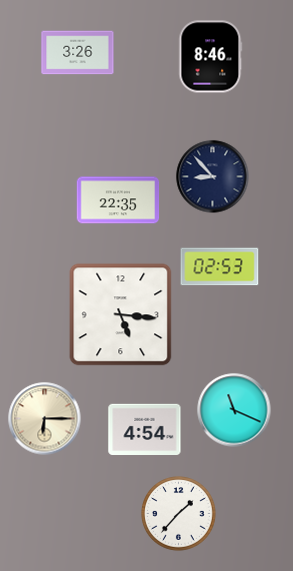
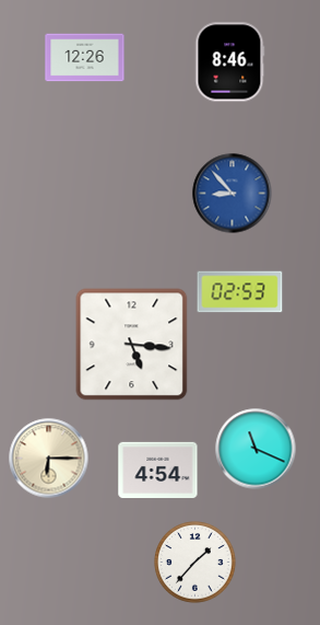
clock at (78, 53): 3:26 -> 12:26
clock at (213, 177) dial: navy -> blue
clock at (118, 200): 22:35 -> none
